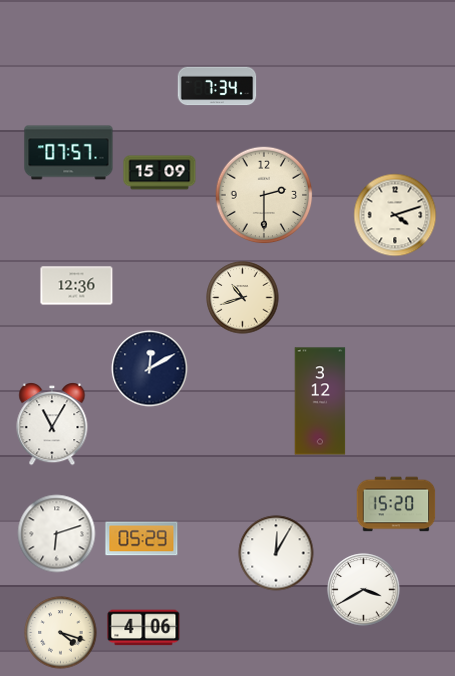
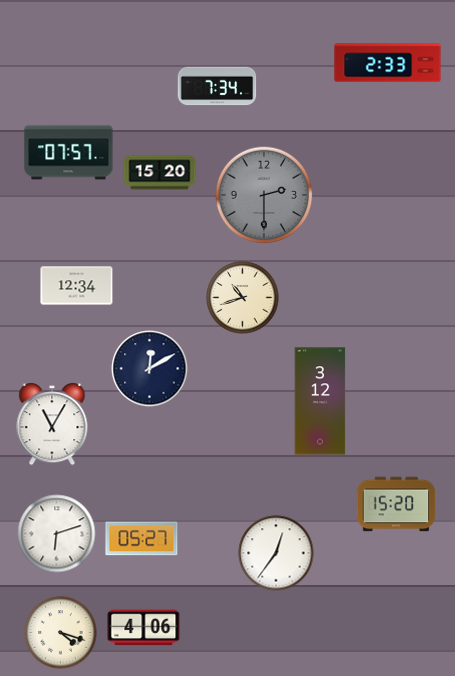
clock at (388, 63): none -> 2:33
clock at (160, 173): 15:09 -> 15:20
clock at (264, 195) dial: cream -> grey
clock at (395, 215): 4:12 -> none
clock at (77, 286): 12:36 -> 12:34
clock at (142, 539): 05:29 -> 05:27
clock at (276, 553): 12:05 -> 12:36
clock at (364, 590): 3:40 -> none
